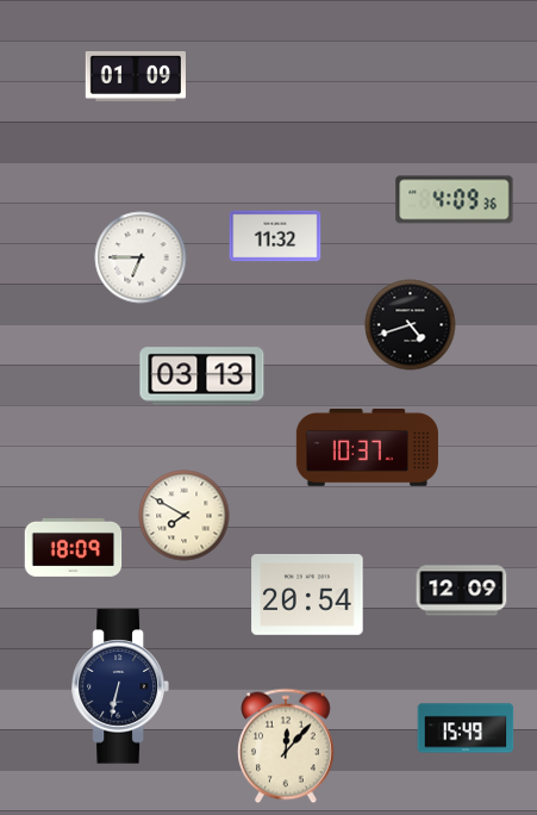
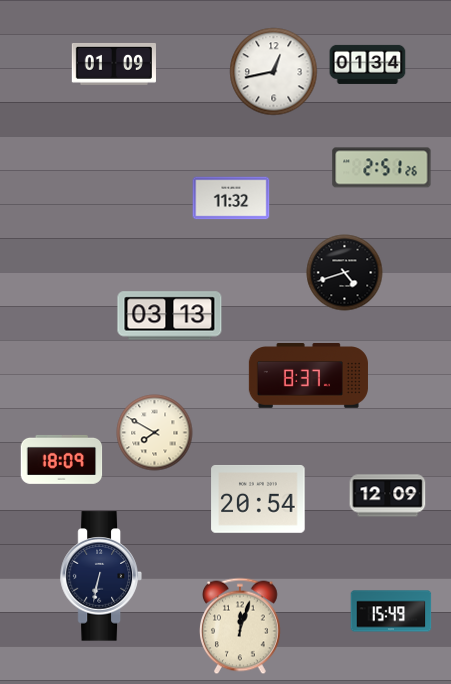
clock at (368, 64): none -> 01:34
clock at (274, 72): none -> 12:43
clock at (455, 200): 4:09 -> 2:51
clock at (141, 257): 6:45 -> none
clock at (367, 448): 10:37 -> 8:37
clock at (287, 746): 12:07 -> 12:03
